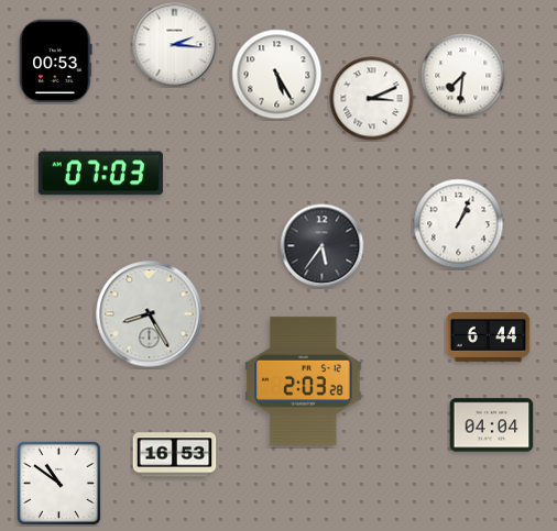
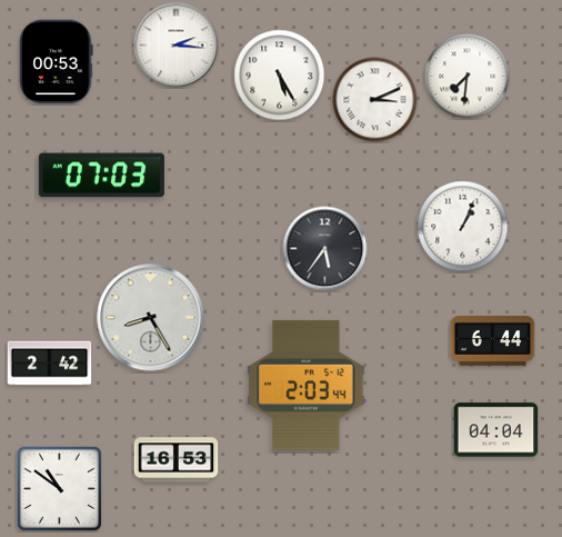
clock at (50, 364): none -> 2:42
clock at (304, 380): 2:03:28 -> 2:03:44
